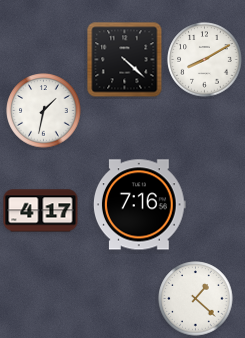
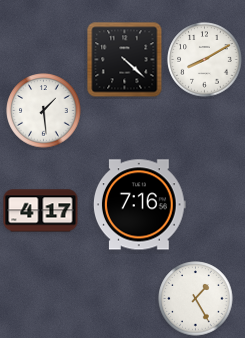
clock at (44, 111): 1:32 -> 1:29
clock at (196, 299): 1:22 -> 1:25
